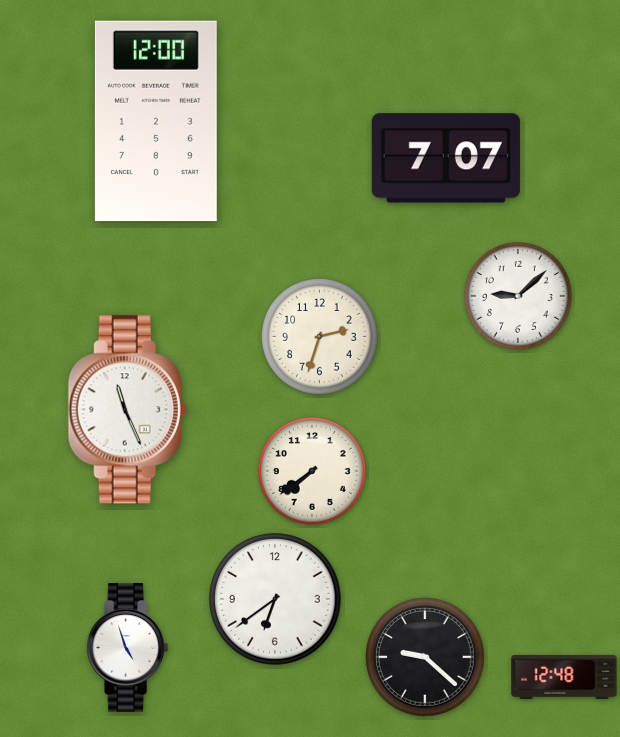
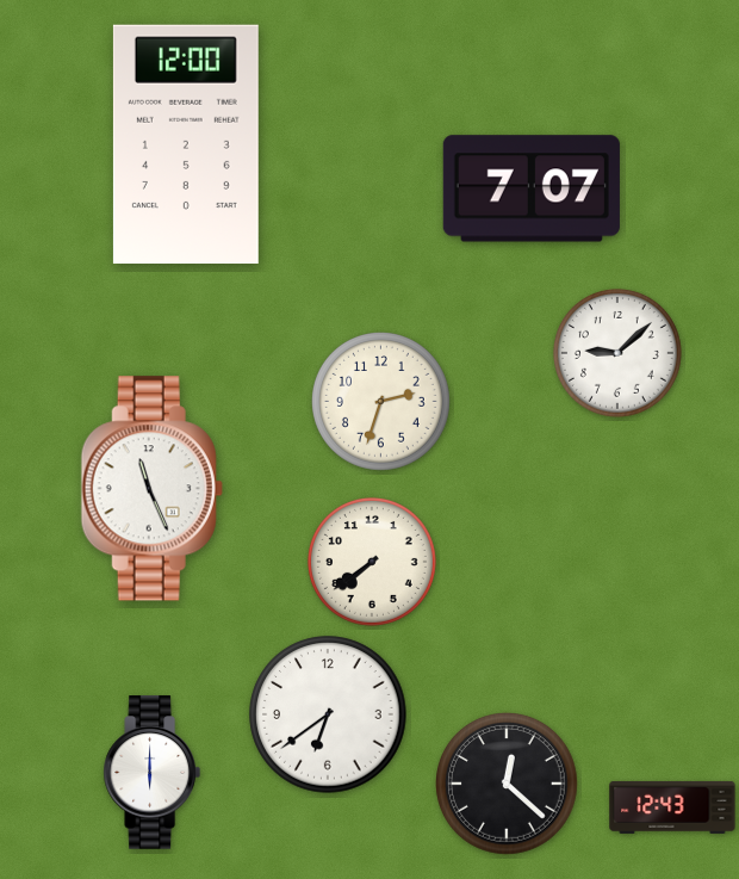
clock at (127, 648): 4:57 -> 6:00
clock at (426, 658): 9:22 -> 12:22
clock at (564, 677): 12:48 -> 12:43
